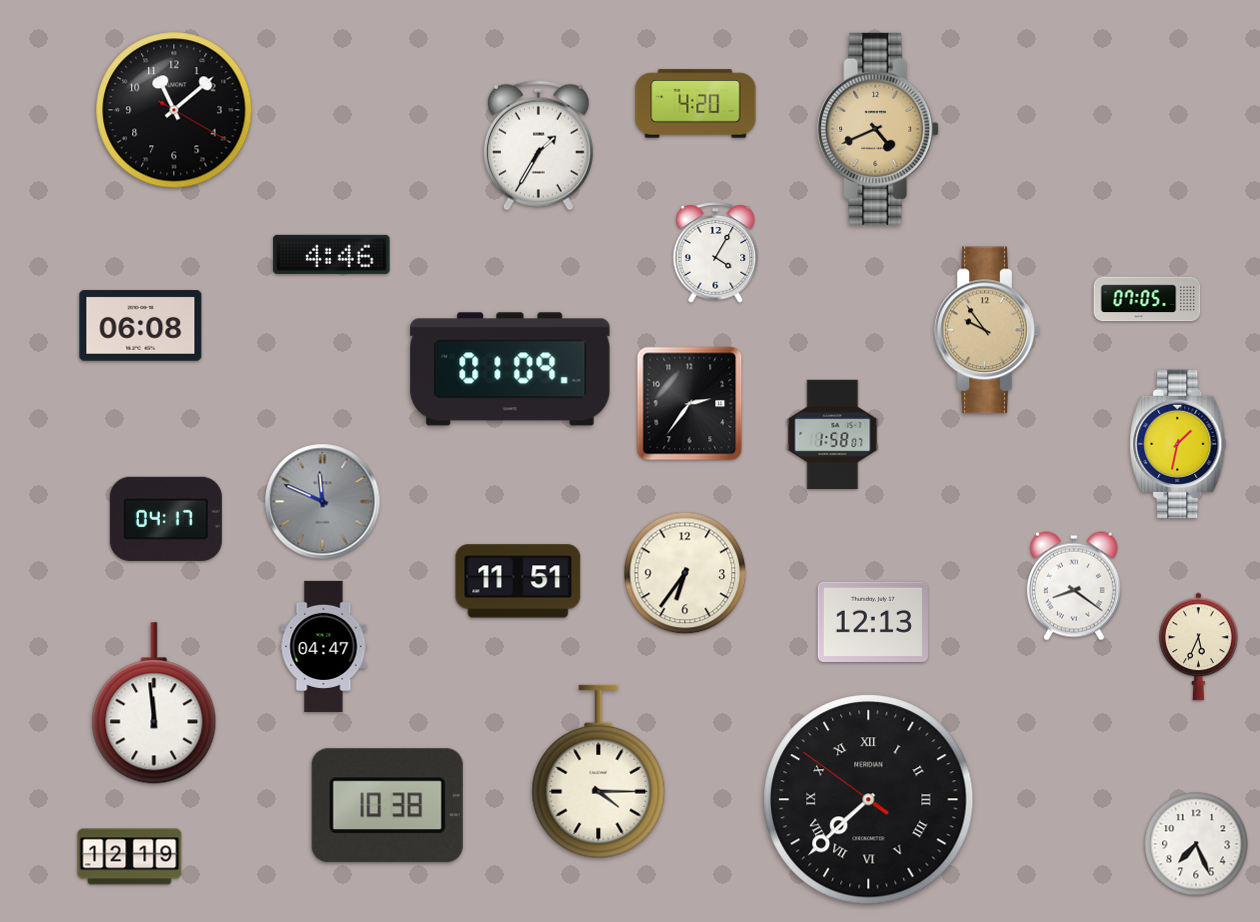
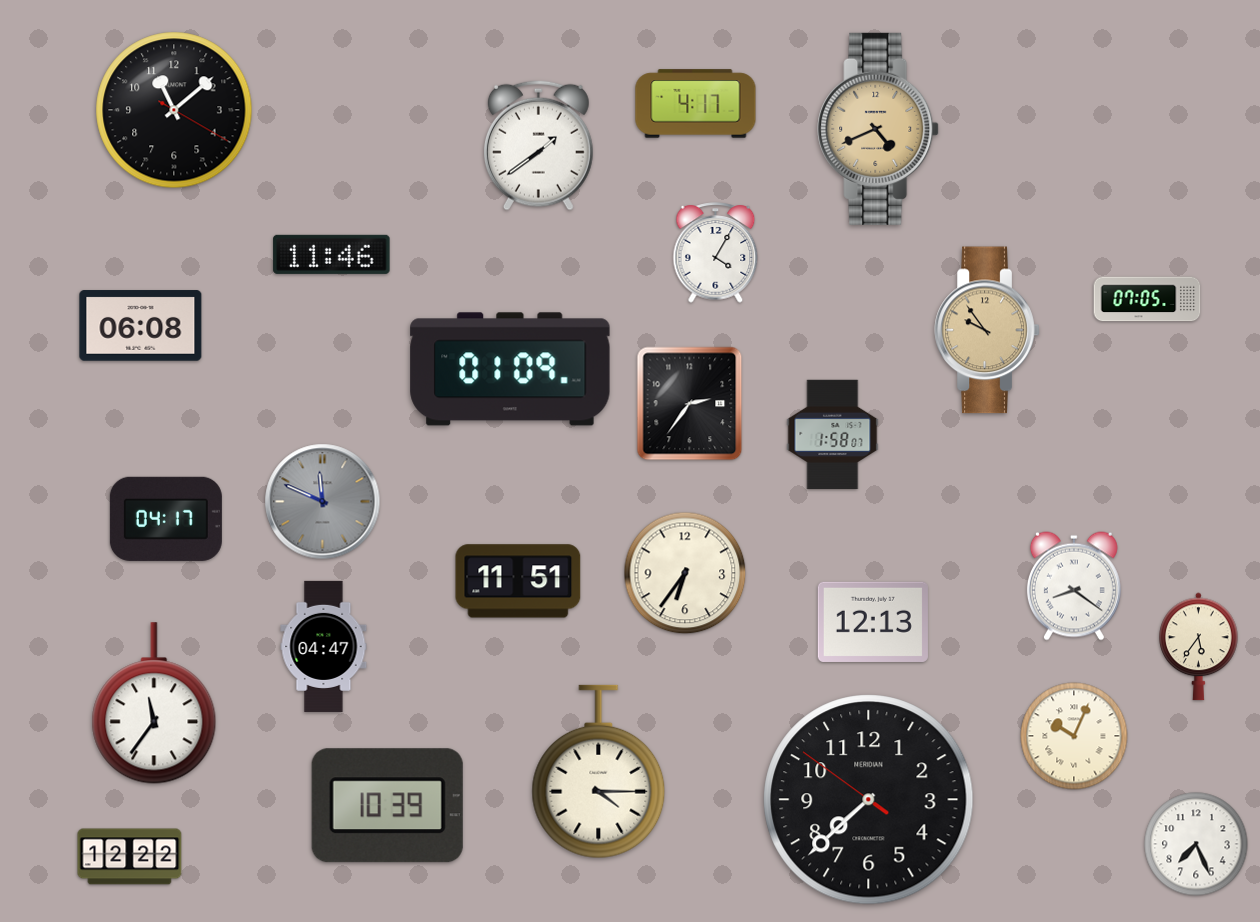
clock at (696, 104): 4:20 -> 4:17
clock at (538, 145): 1:35 -> 1:39
clock at (332, 254): 4:46 -> 11:46
clock at (1178, 444): 1:32 -> none
clock at (1199, 647): 5:34 -> 5:36
clock at (154, 703): 11:59 -> 11:36
clock at (1074, 736): none -> 10:04
clock at (869, 800) numerals: Roman -> Arabic
clock at (387, 806): 10:38 -> 10:39
clock at (130, 857): 12:19 -> 12:22
